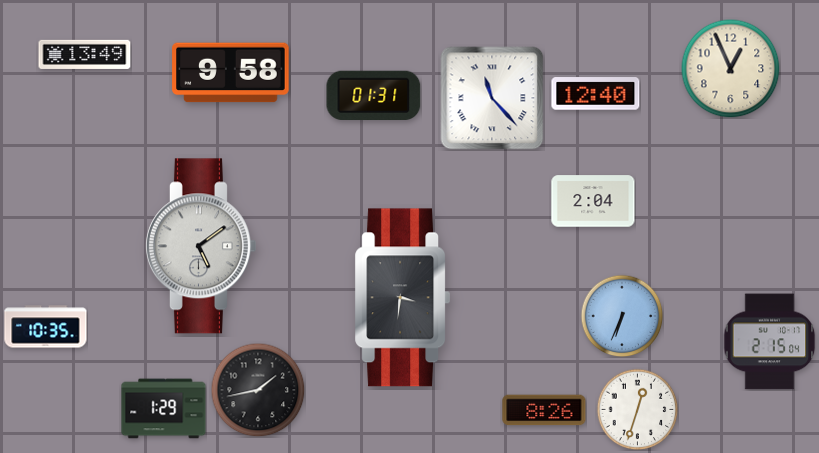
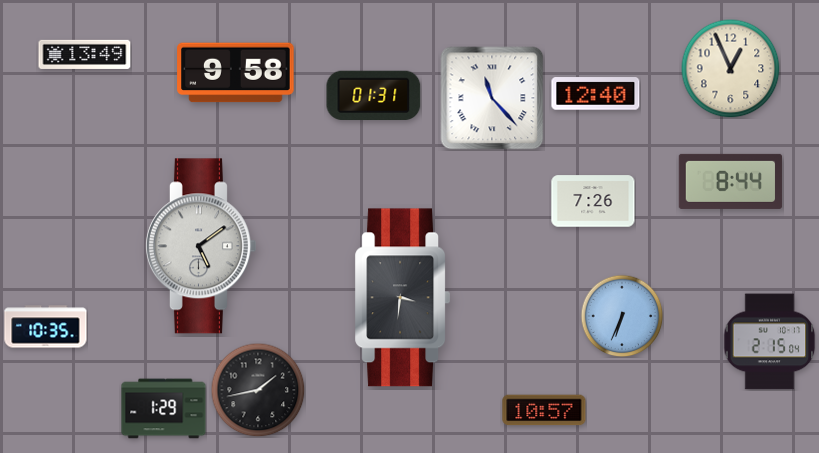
clock at (231, 73) position: (231, 73) -> (236, 73)
clock at (731, 181): none -> 8:44
clock at (593, 201): 2:04 -> 7:26
clock at (637, 409): 12:33 -> none
clock at (544, 410): 8:26 -> 10:57
